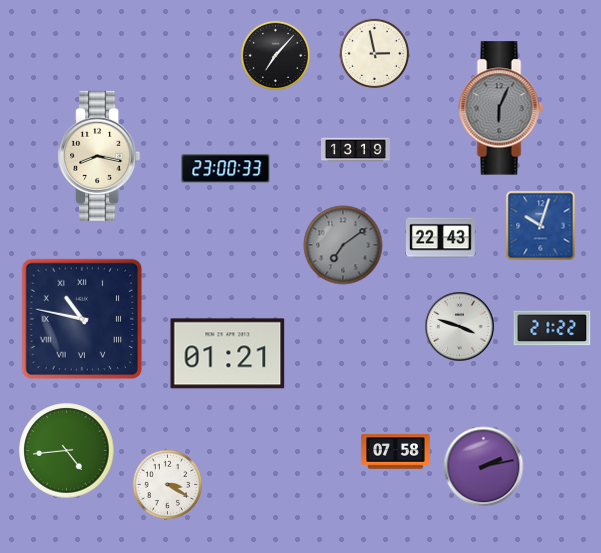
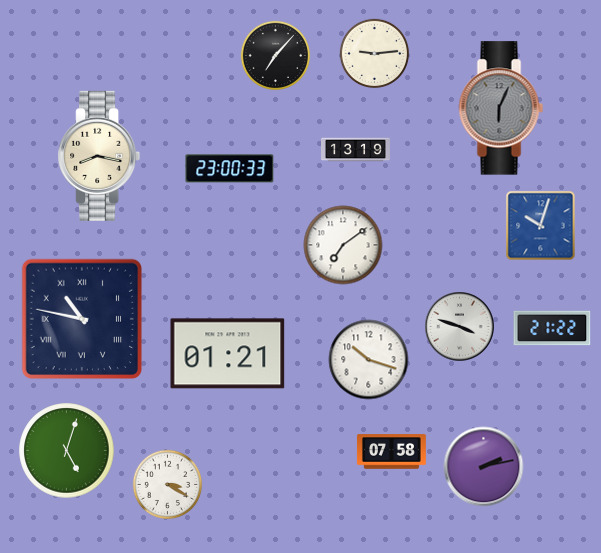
clock at (375, 54): 2:58 -> 9:14
clock at (226, 169) position: (226, 169) -> (230, 169)
clock at (440, 238): 22:43 -> none
clock at (343, 245) dial: grey -> white
clock at (369, 360): none -> 10:18
clock at (67, 451): 4:44 -> 5:03
clock at (395, 452) position: (395, 452) -> (391, 452)
